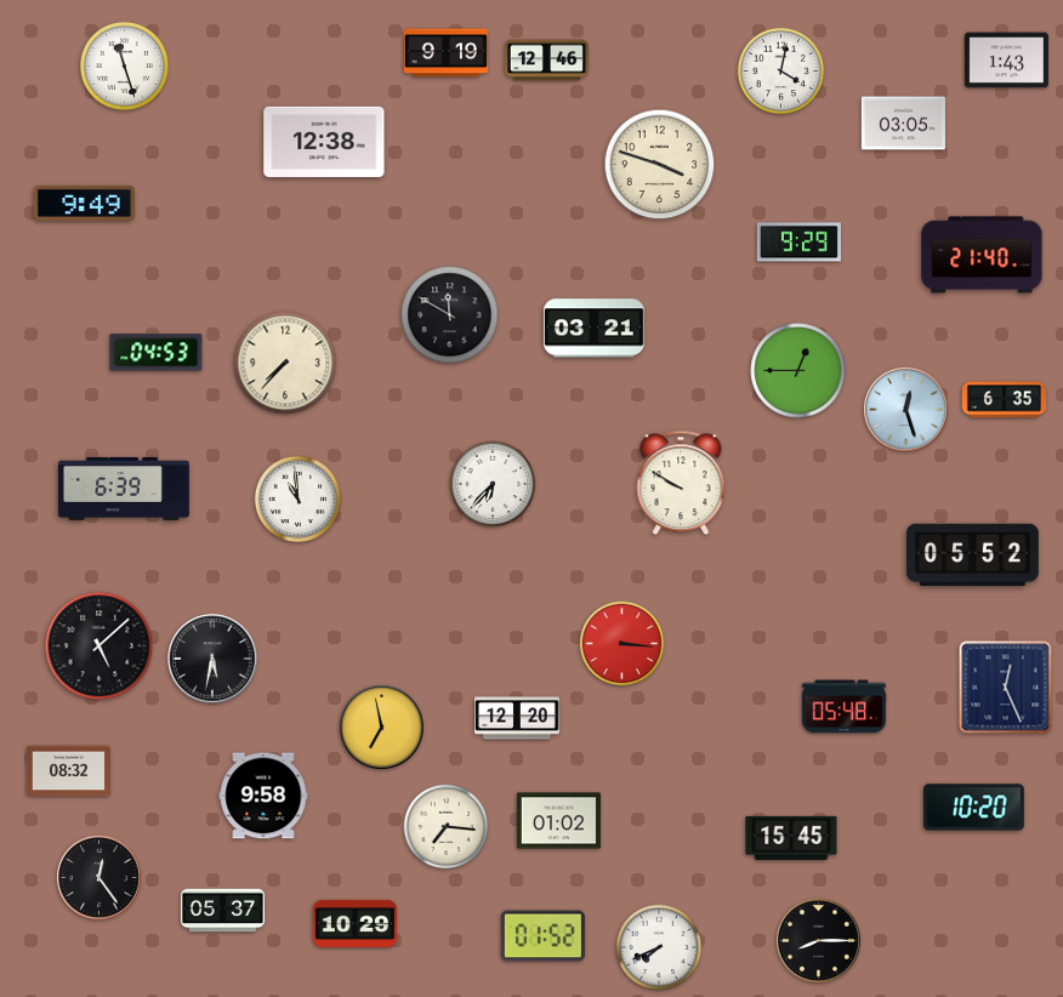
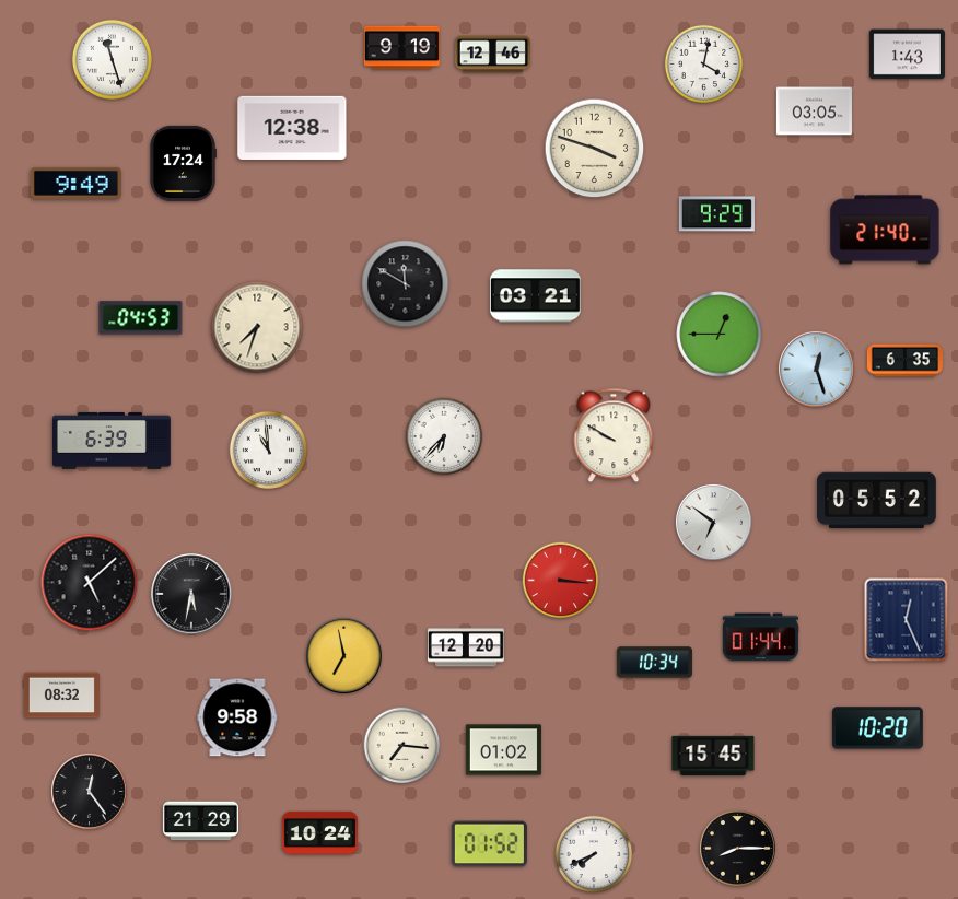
clock at (183, 163): none -> 17:24
clock at (798, 243) position: (798, 243) -> (716, 214)
clock at (285, 363): 7:37 -> 7:33
clock at (713, 522): none -> 6:51
clock at (843, 707): 05:48 -> 01:44
clock at (654, 663): none -> 10:34
clock at (558, 821) position: (558, 821) -> (503, 750)
clock at (222, 911): 05:37 -> 21:29
clock at (354, 923): 10:29 -> 10:24
